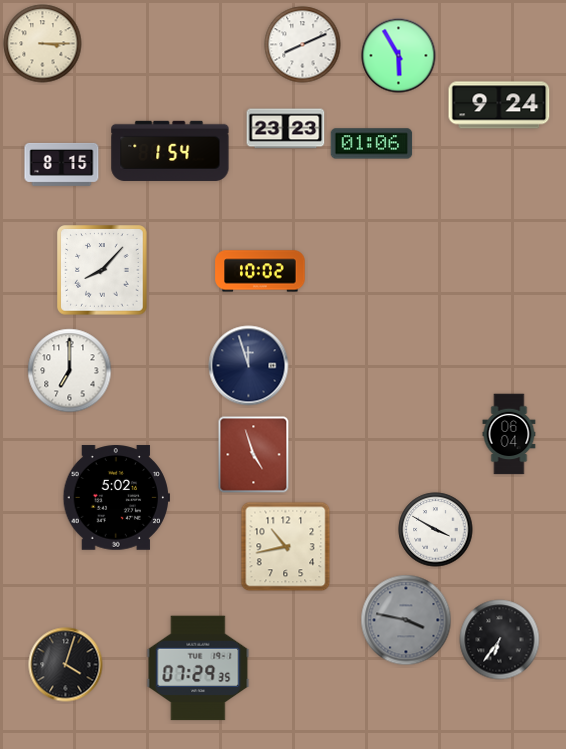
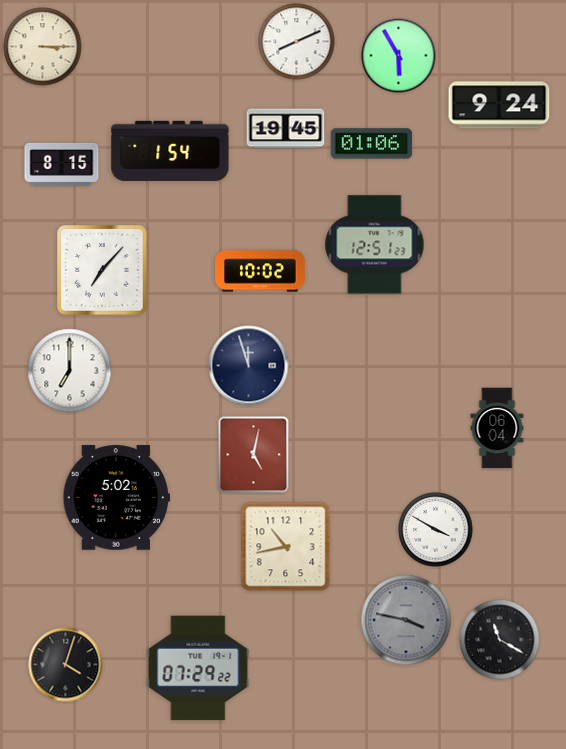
clock at (43, 44) position: (43, 44) -> (43, 47)
clock at (303, 45) position: (303, 45) -> (297, 42)
clock at (286, 129): 23:23 -> 19:45
clock at (375, 245): none -> 12:51
clock at (102, 270): 8:07 -> 7:07
clock at (509, 434) position: (509, 434) -> (497, 428)
clock at (254, 455): 4:57 -> 5:02
clock at (500, 640): 6:36 -> 11:20
clock at (198, 668): 07:29:35 -> 07:29:22
